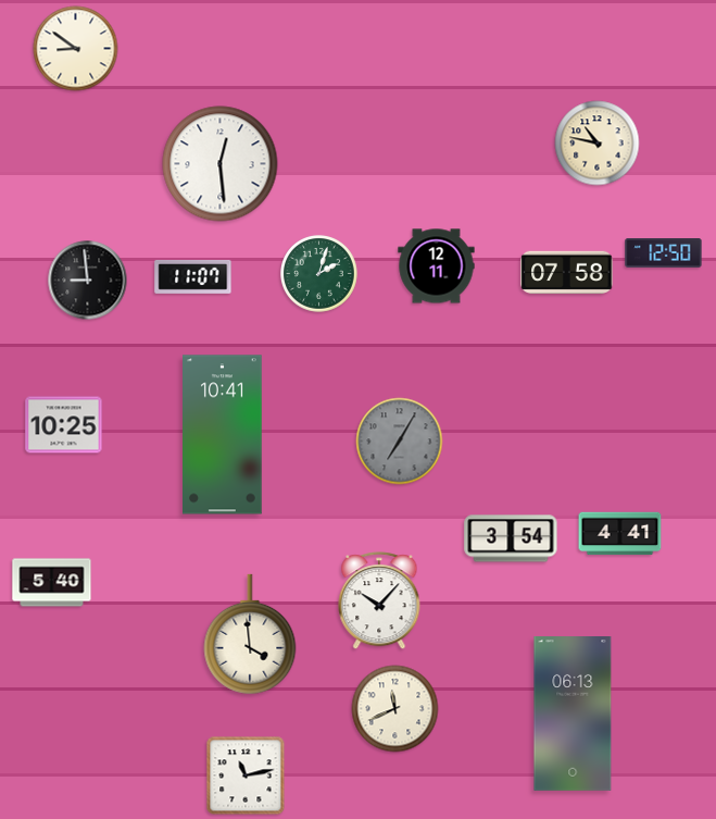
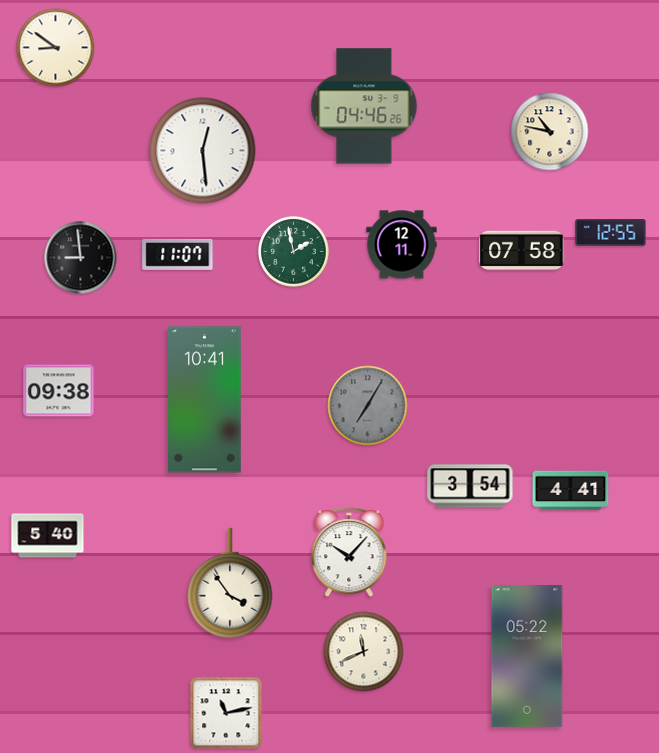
clock at (76, 49) position: (76, 49) -> (56, 48)
clock at (364, 106): none -> 04:46
clock at (664, 253): 12:50 -> 12:55
clock at (319, 274): 2:03 -> 1:58
clock at (64, 425): 10:25 -> 09:38
clock at (511, 538) position: (511, 538) -> (470, 486)
clock at (250, 634): 3:59 -> 3:54
clock at (573, 715): 06:13 -> 05:22
